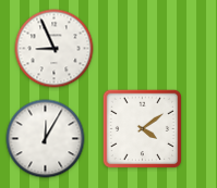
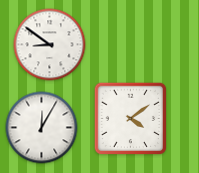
clock at (55, 49): 8:56 -> 8:51
